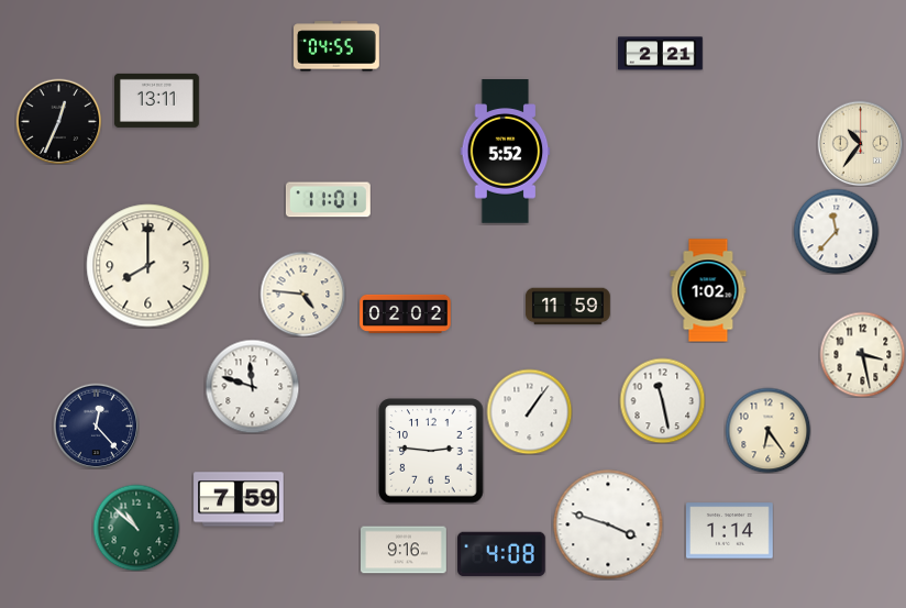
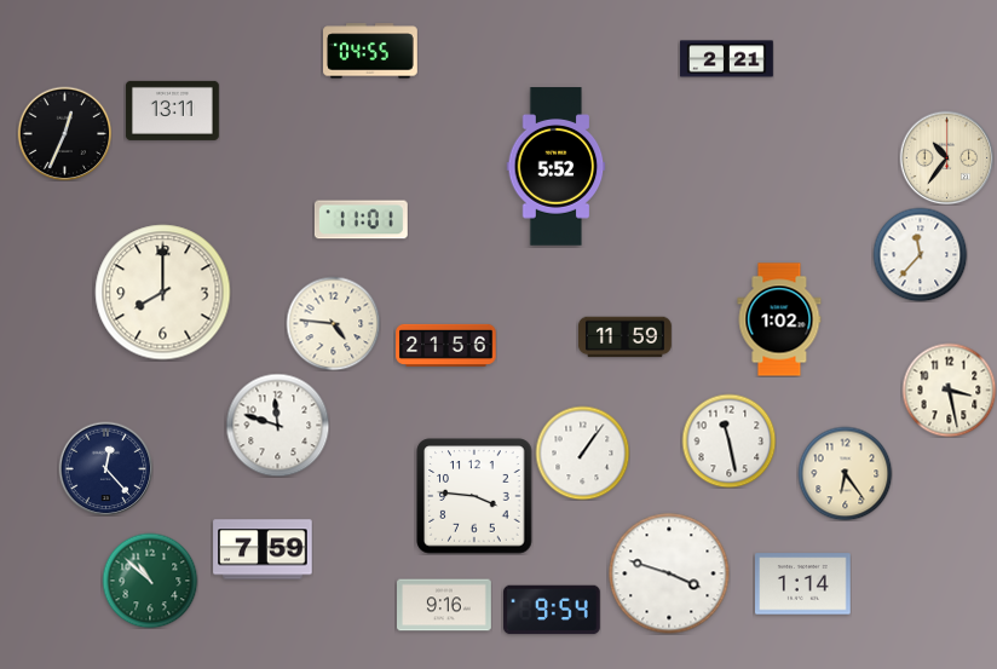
clock at (406, 313): 02:02 -> 21:56
clock at (431, 451): 2:46 -> 3:46
clock at (608, 524) position: (608, 524) -> (669, 573)
clock at (501, 554): 4:08 -> 9:54
